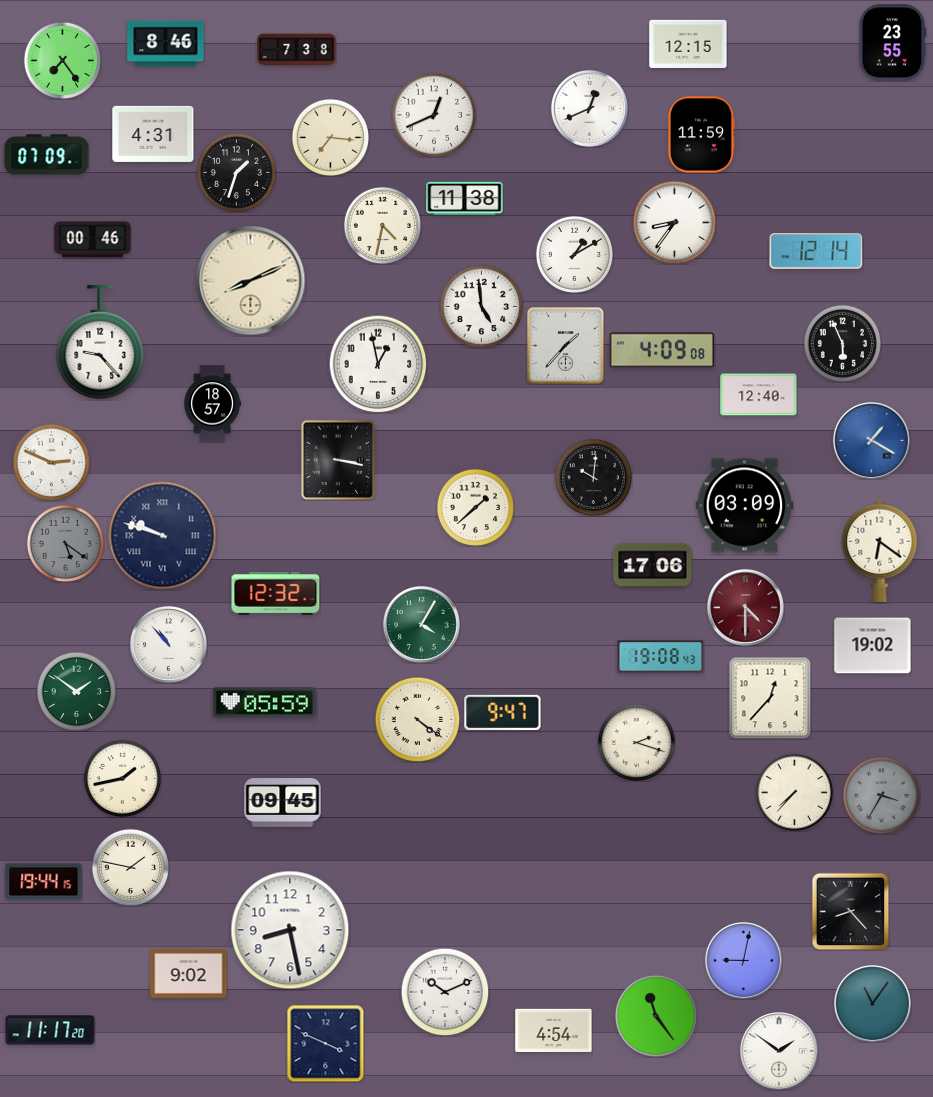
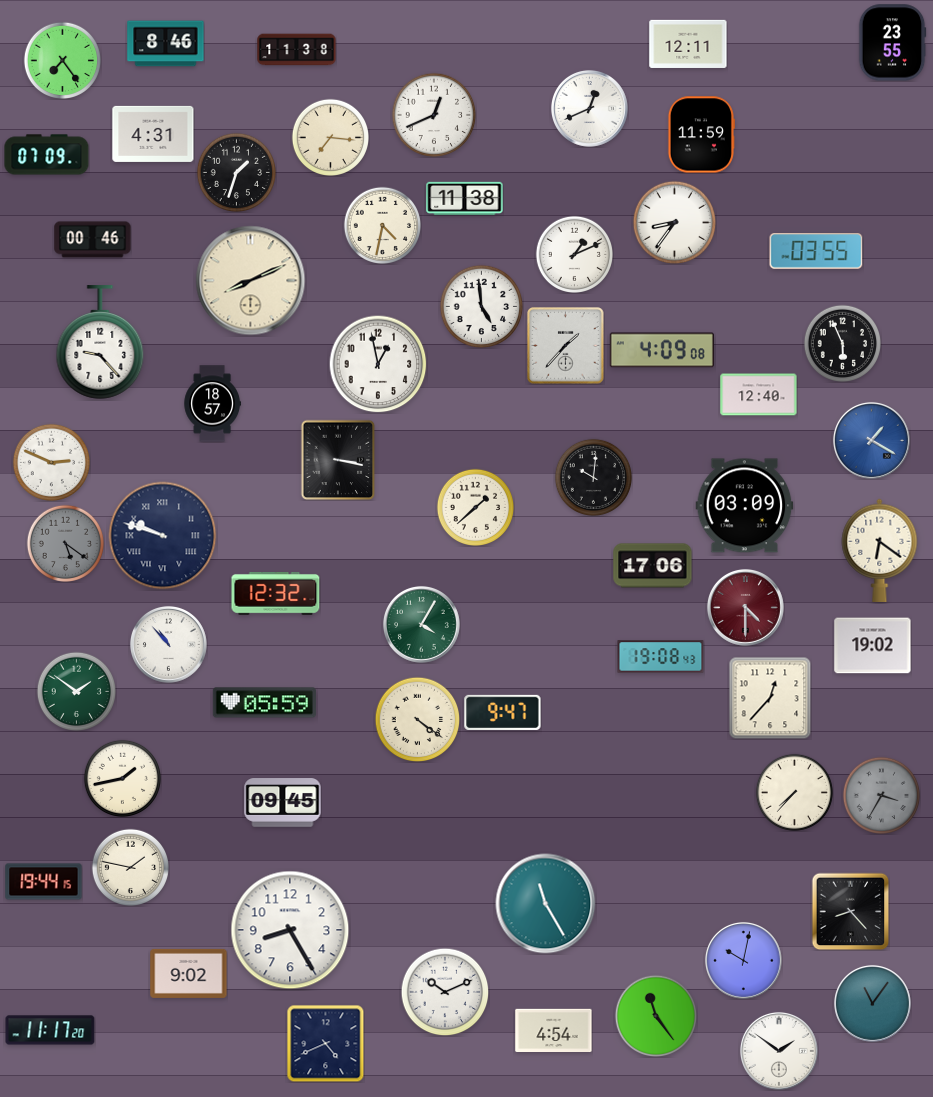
clock at (688, 44): 12:15 -> 12:11
clock at (297, 50): 7:38 -> 11:38
clock at (816, 251): 12:14 -> 03:55
clock at (574, 254): 1:10 -> 1:11
clock at (636, 742): 2:18 -> none
clock at (546, 904): none -> 11:25
clock at (290, 930): 8:28 -> 8:25
clock at (743, 960): 9:02 -> 10:02
clock at (325, 1043): 3:49 -> 4:41
